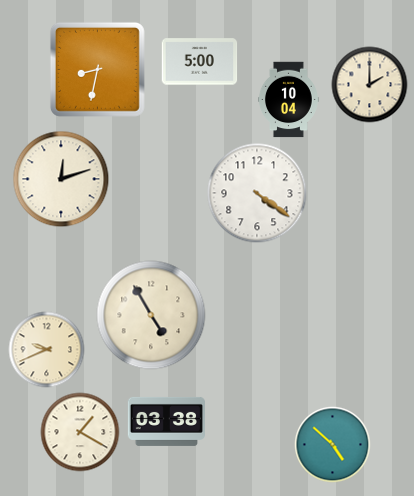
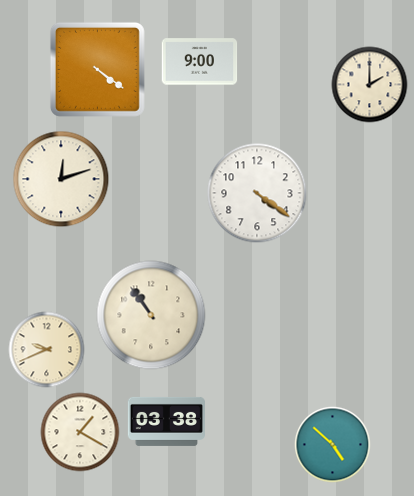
clock at (200, 62): 5:00 -> 9:00
clock at (97, 69): 8:32 -> 4:21
clock at (289, 100): 10:04 -> none
clock at (151, 315): 4:55 -> 10:54
